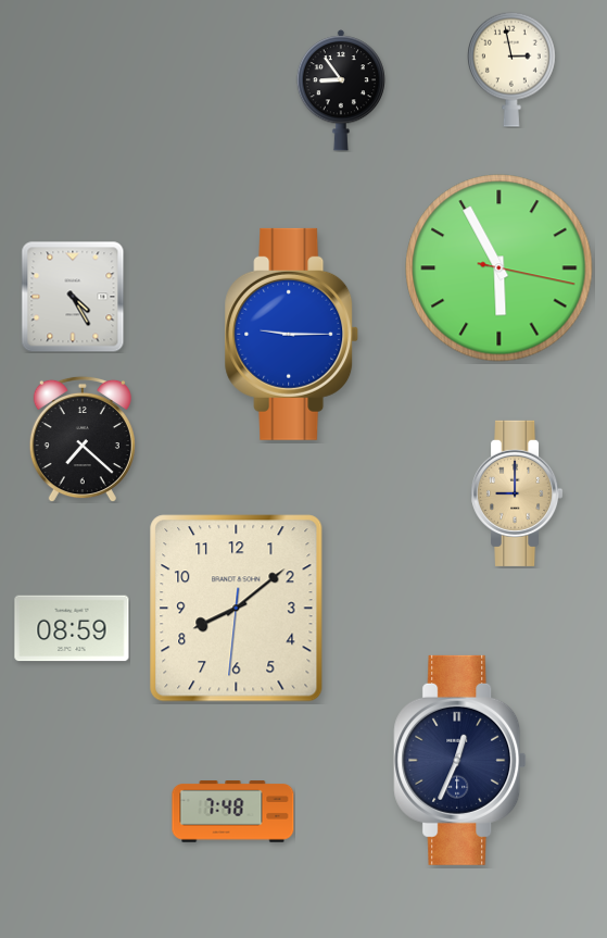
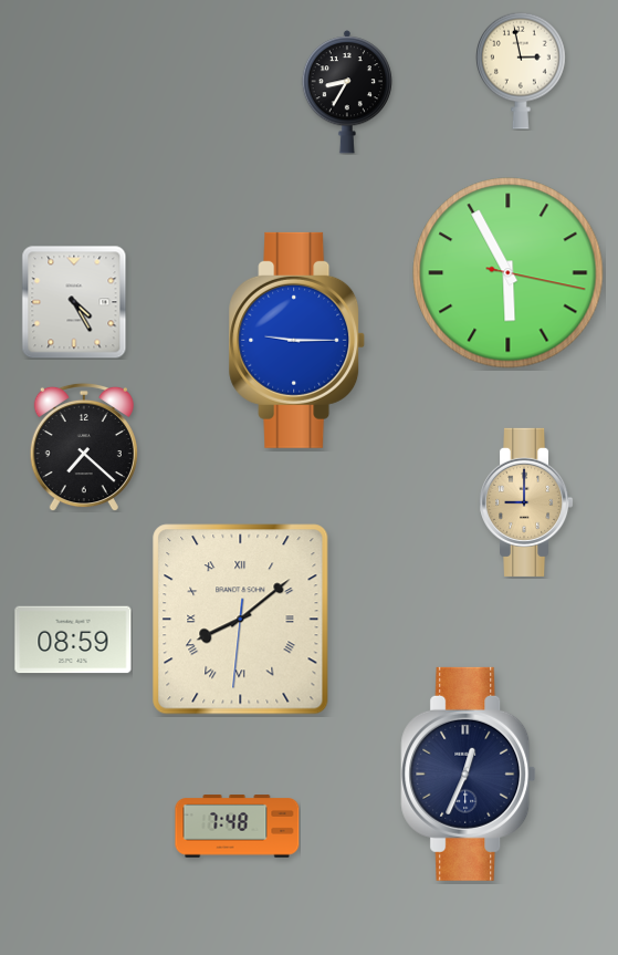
clock at (340, 90): 8:54 -> 8:35
clock at (237, 609) numerals: Arabic -> Roman
